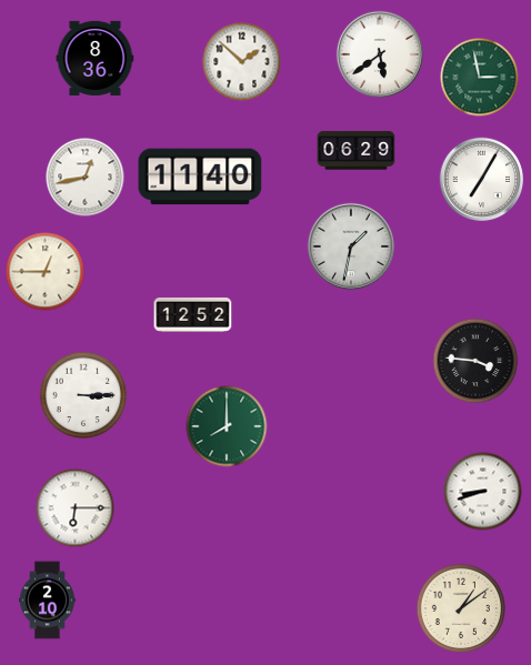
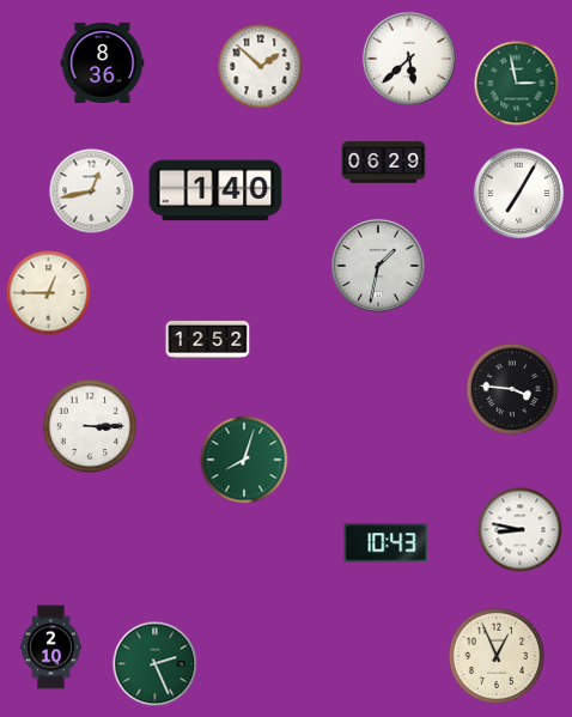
clock at (380, 54): 5:39 -> 5:38
clock at (200, 177): 11:40 -> 1:40
clock at (227, 426): 8:00 -> 8:03
clock at (483, 492): 8:42 -> 8:47
clock at (387, 543): none -> 10:43
clock at (76, 508): 6:15 -> none
clock at (460, 607): 1:09 -> 12:56
clock at (156, 664): none -> 2:26
